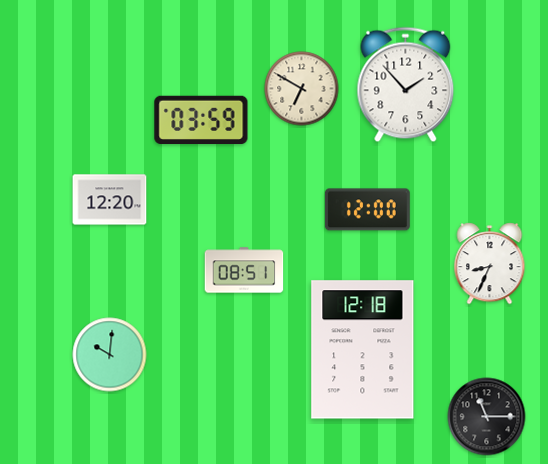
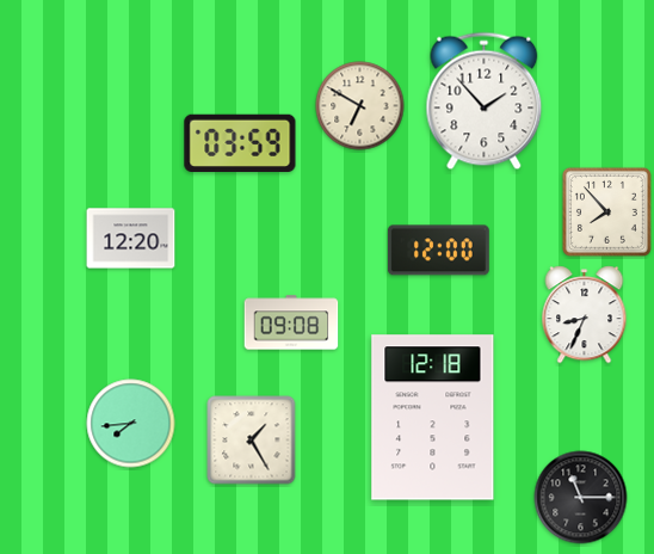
clock at (606, 211): none -> 7:53
clock at (244, 270): 08:51 -> 09:08
clock at (110, 355): 10:01 -> 7:44
clock at (252, 441): none -> 1:25
